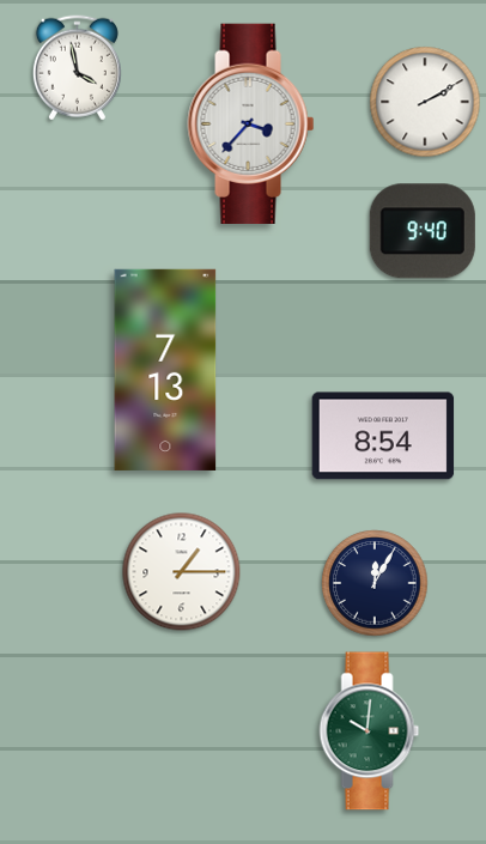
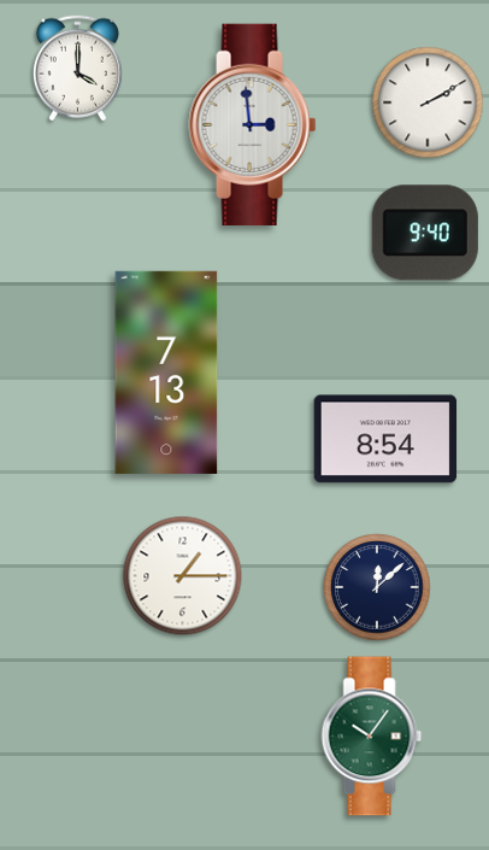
clock at (77, 68): 3:58 -> 4:00
clock at (251, 123): 3:37 -> 2:59
clock at (375, 583): 12:05 -> 12:08
clock at (370, 731): 10:01 -> 10:06
